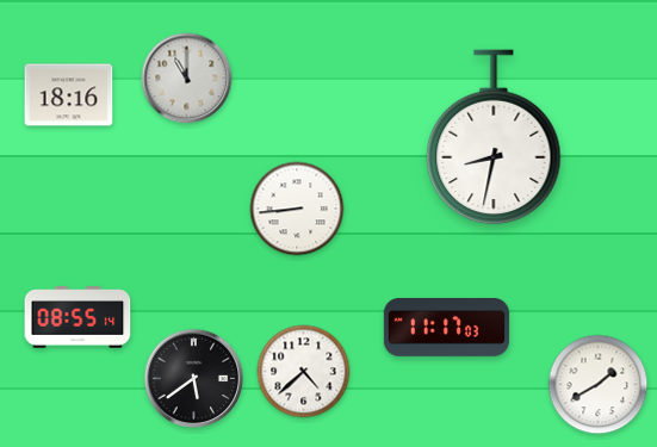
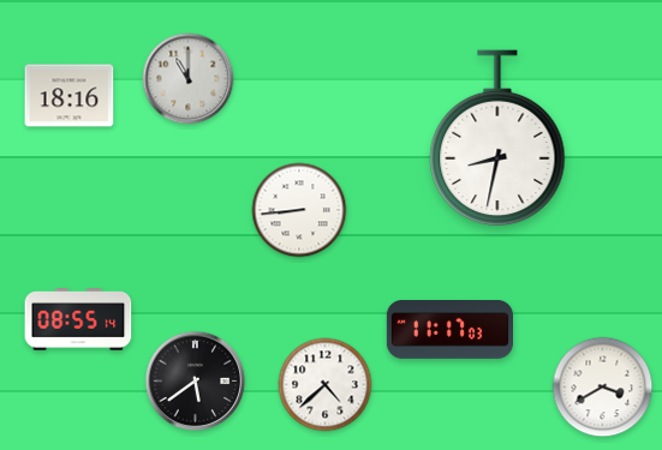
clock at (304, 372) position: (304, 372) -> (326, 385)
clock at (599, 385): 1:40 -> 3:40
